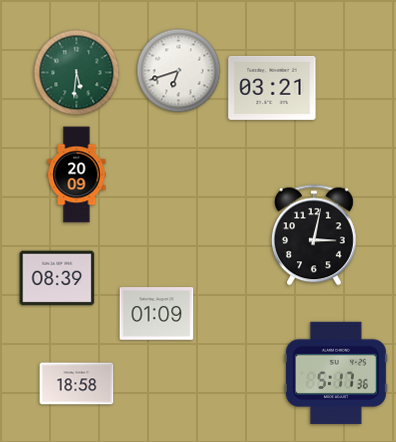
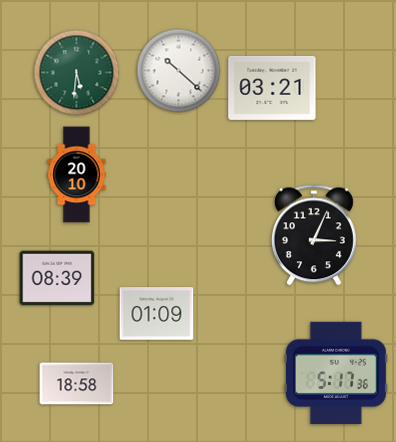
clock at (179, 71): 6:42 -> 10:22
clock at (77, 175): 20:09 -> 20:10
clock at (314, 235): 3:02 -> 3:04
